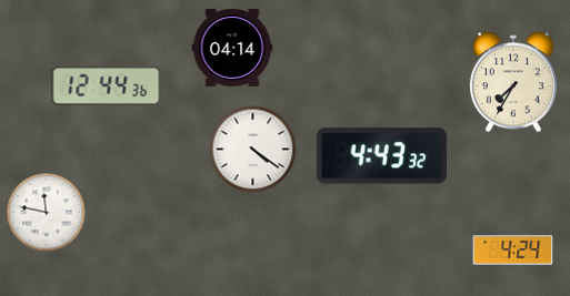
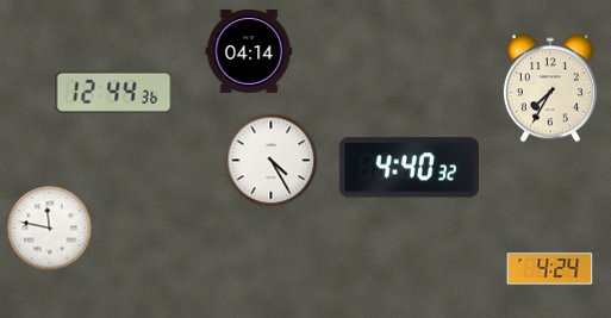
clock at (253, 150): 4:21 -> 4:25
clock at (381, 156): 4:43 -> 4:40
